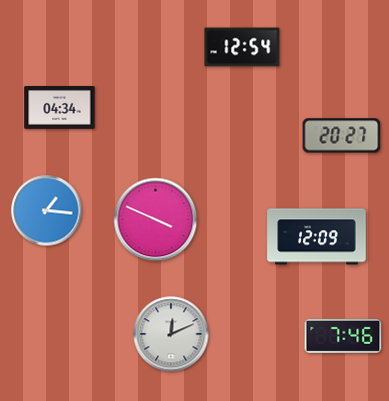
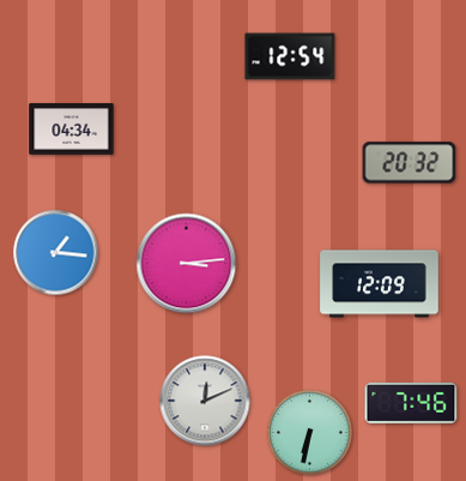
clock at (342, 136): 20:27 -> 20:32
clock at (156, 220): 3:49 -> 3:14
clock at (310, 433): none -> 6:32
